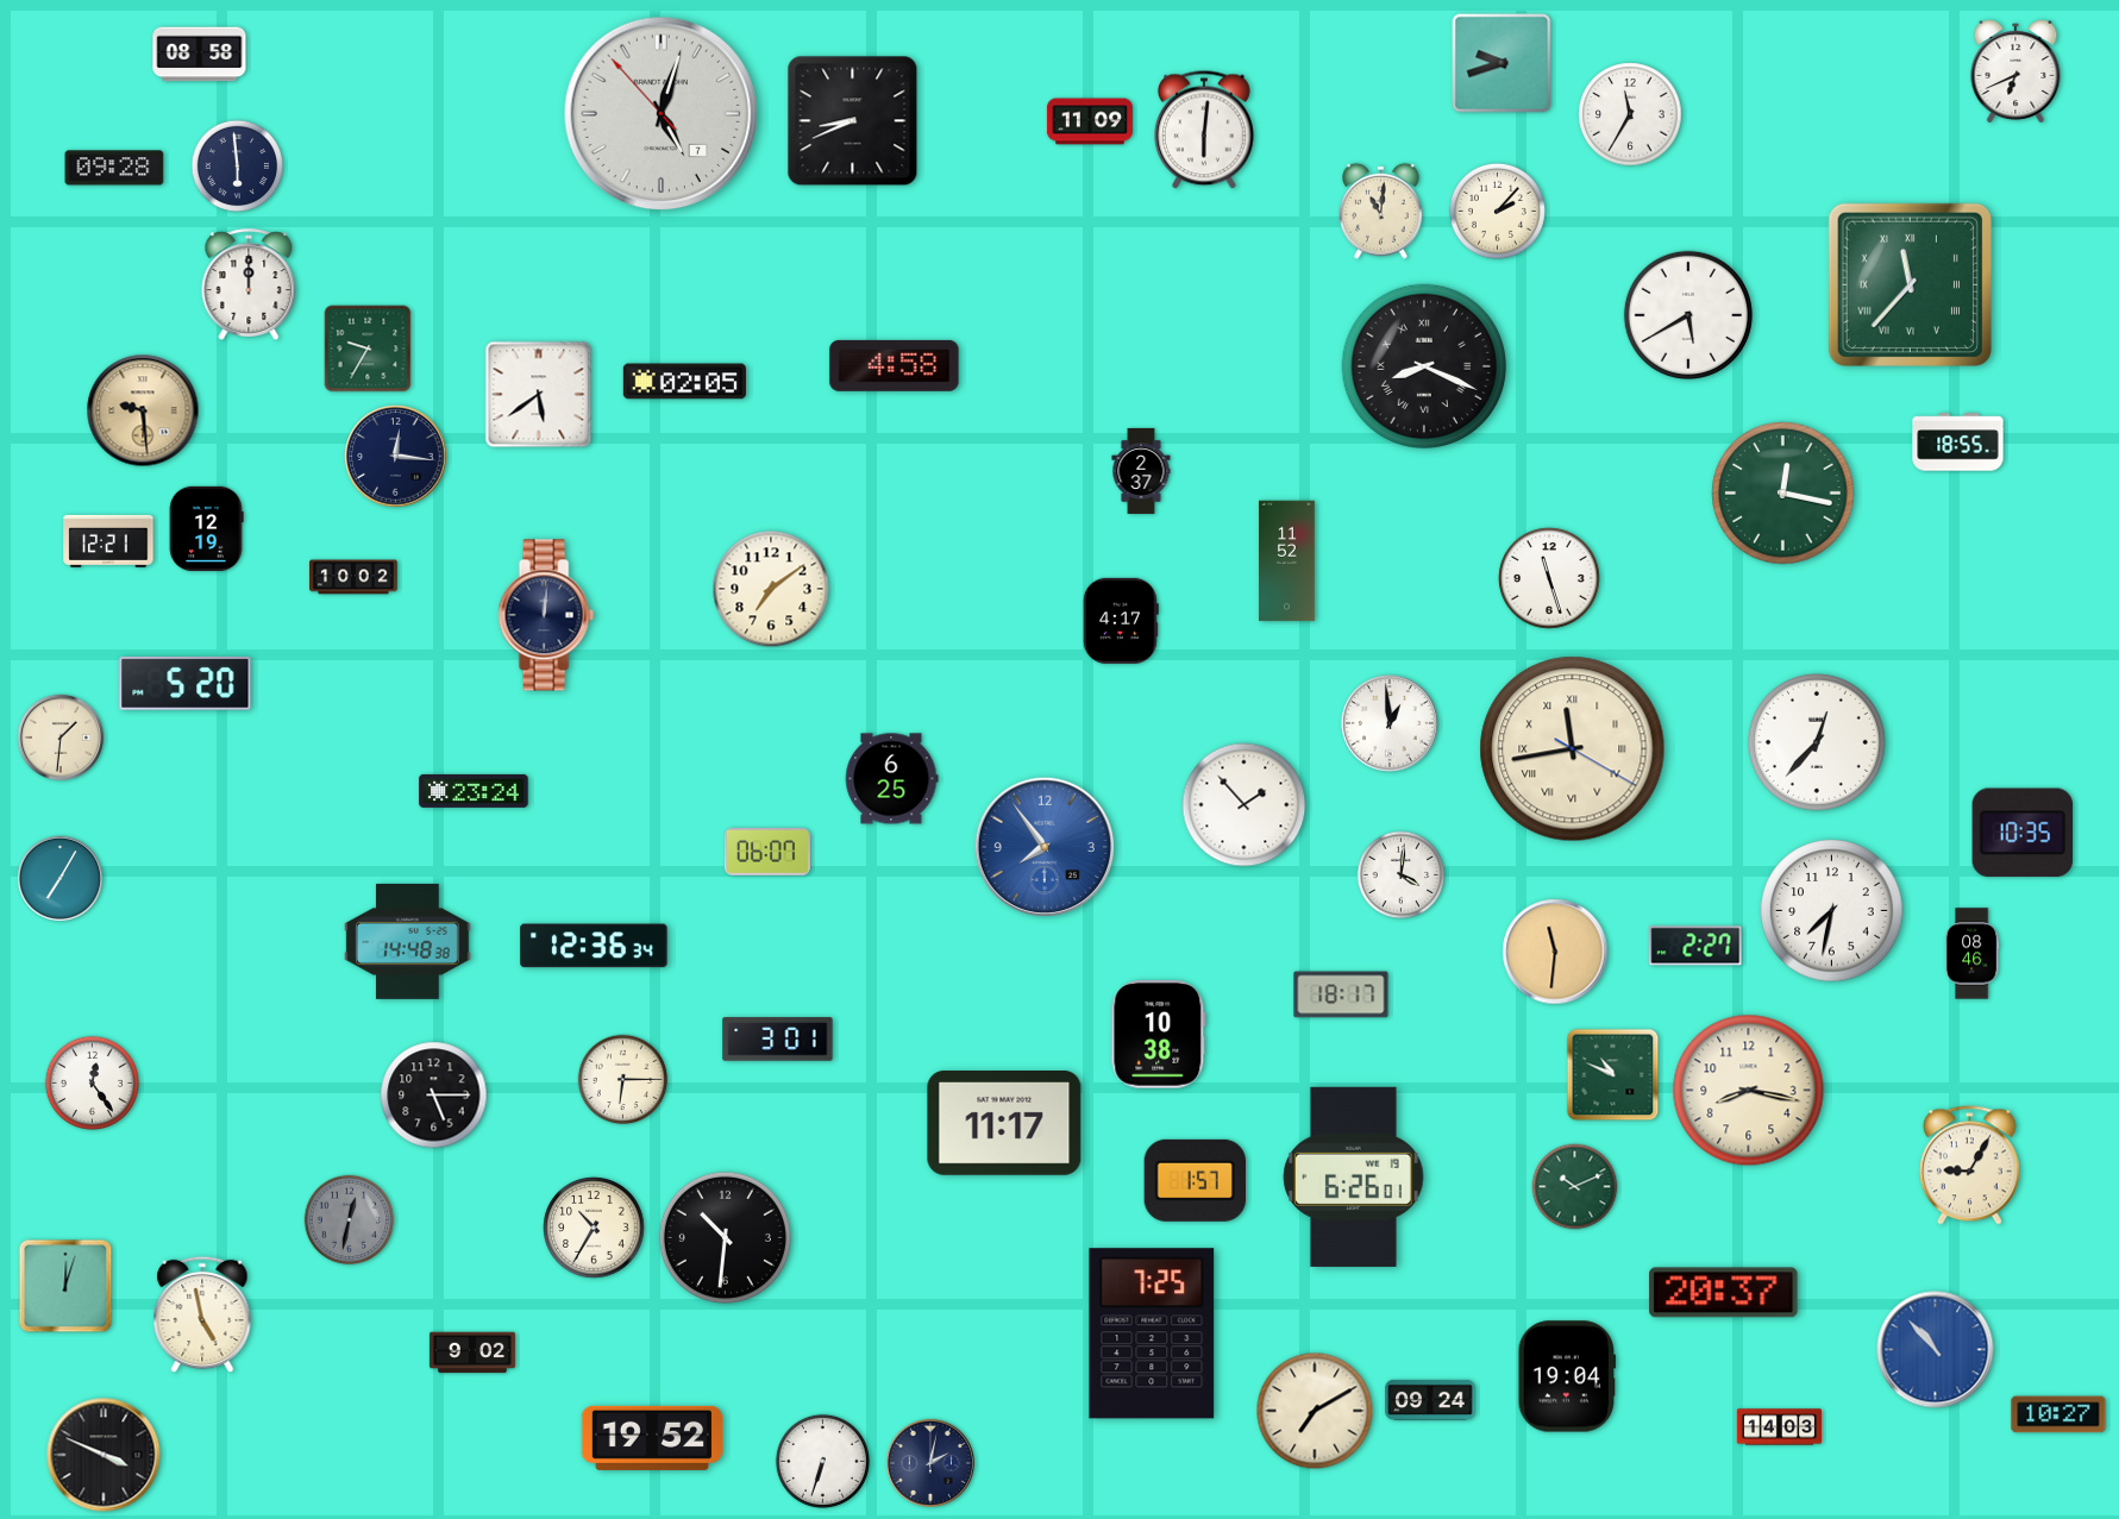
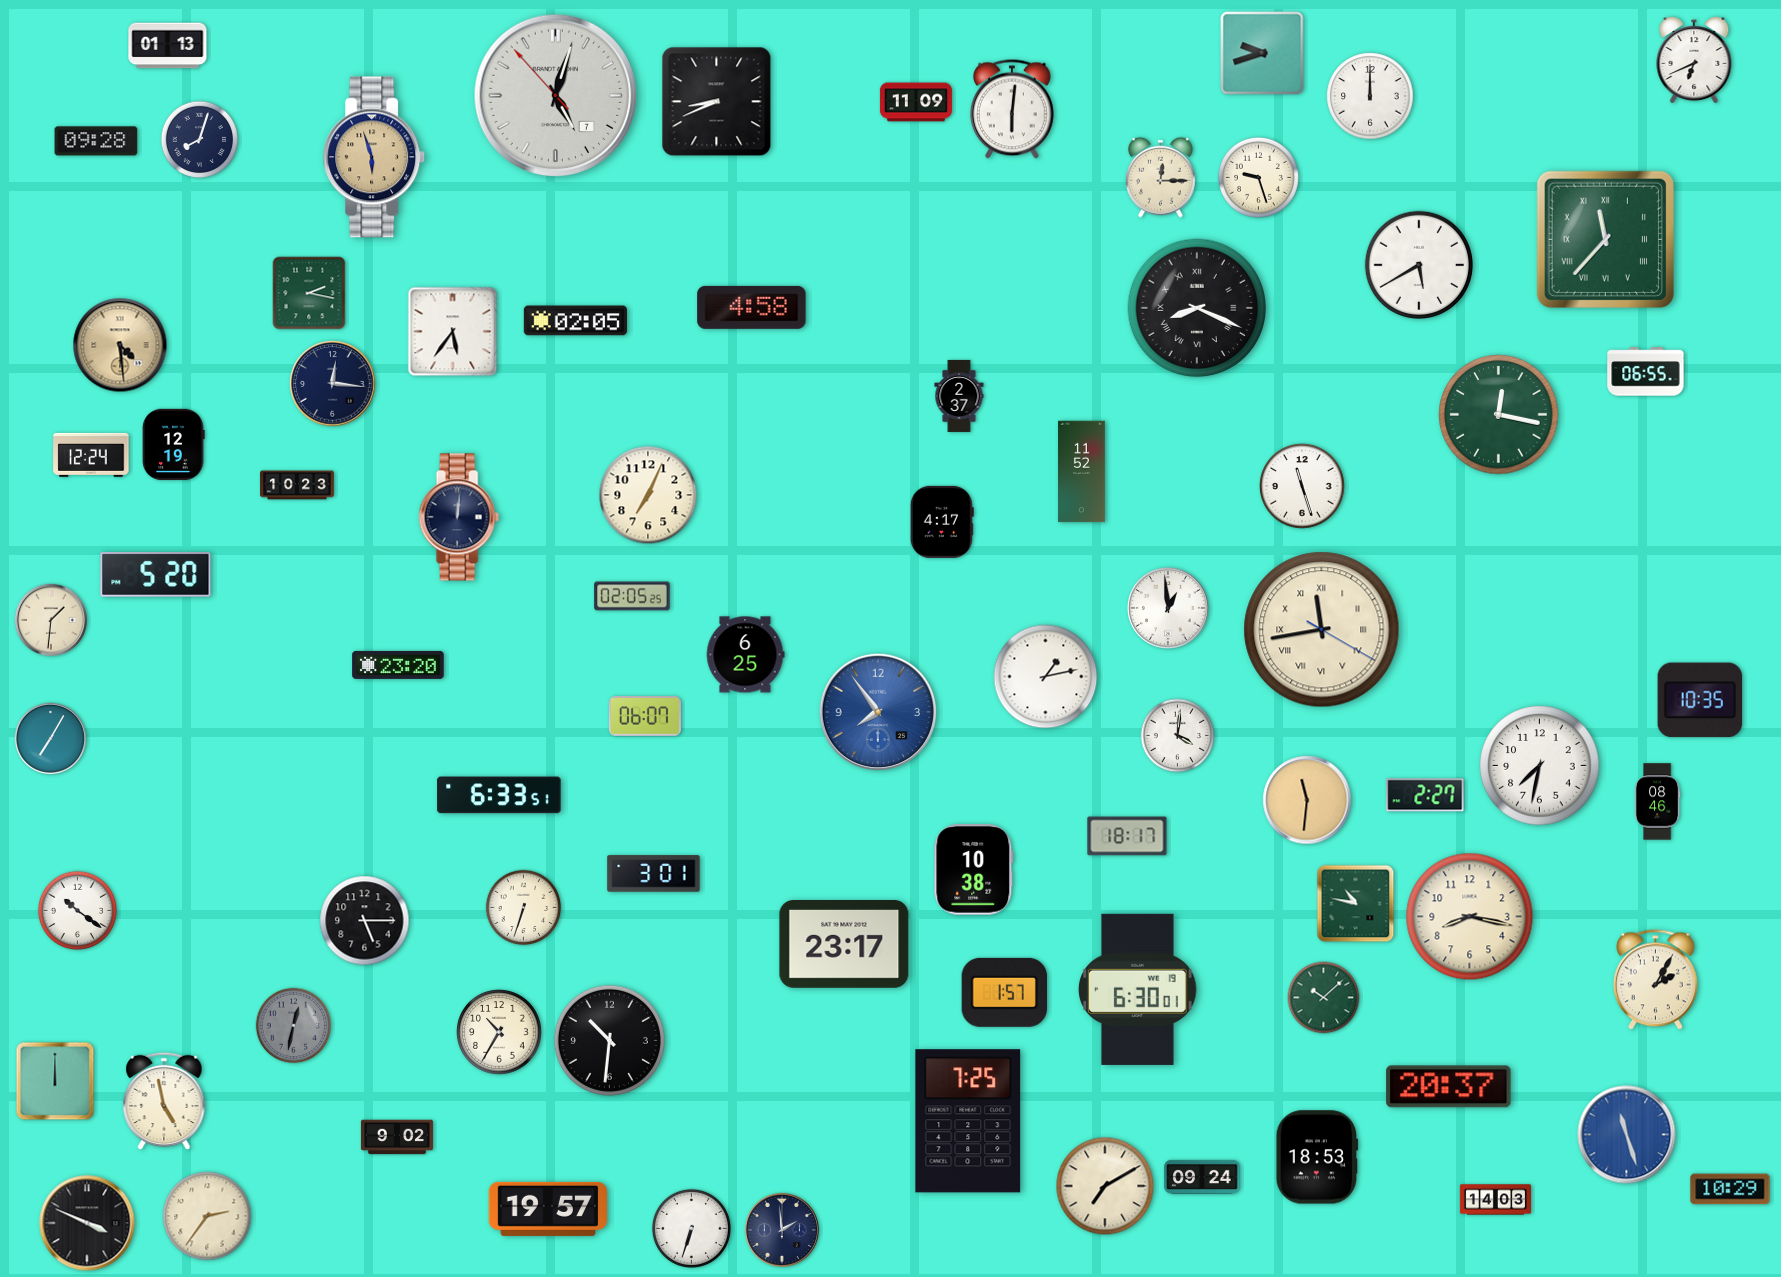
clock at (200, 55): 08:58 -> 01:13
clock at (1630, 114): 11:35 -> 12:00
clock at (238, 167): 5:59 -> 8:03
clock at (375, 157): none -> 5:57
clock at (1380, 211): 11:01 -> 12:15
clock at (1497, 211): 2:07 -> 9:27
clock at (249, 284): 12:00 -> none
clock at (368, 349): 9:35 -> 2:17
clock at (539, 395): 5:39 -> 5:36
clock at (143, 410): 9:29 -> 4:29
clock at (1958, 442): 18:55 -> 06:55
clock at (108, 541): 12:21 -> 12:24
clock at (353, 577): 10:02 -> 10:23
clock at (771, 589): 7:09 -> 7:04
clock at (632, 596): none -> 02:05
clock at (1817, 742): 12:37 -> none
clock at (891, 779) position: (891, 779) -> (745, 655)
clock at (474, 791): 23:24 -> 23:20
clock at (1245, 805): 1:53 -> 1:13
clock at (408, 941): 14:48 -> none
clock at (594, 946): 12:36 -> 6:33
clock at (1613, 1075): 10:49 -> 10:47
clock at (623, 1080): 6:15 -> 6:33
clock at (92, 1082): 12:24 -> 10:21
clock at (1004, 1124): 11:17 -> 23:17
clock at (1969, 1166): 9:05 -> 2:05
clock at (1354, 1176): 6:26 -> 6:30
clock at (1575, 1187): 10:11 -> 10:08
clock at (65, 1286): 12:03 -> 12:00
clock at (202, 1314) position: (202, 1314) -> (164, 1101)
clock at (1936, 1350): 10:53 -> 11:27
clock at (1567, 1376): 19:04 -> 18:53
clock at (2058, 1414): 10:27 -> 10:29
clock at (651, 1438): 19:52 -> 19:57
clock at (207, 1216): none -> 2:36
clock at (930, 1463): 2:02 -> 1:59
